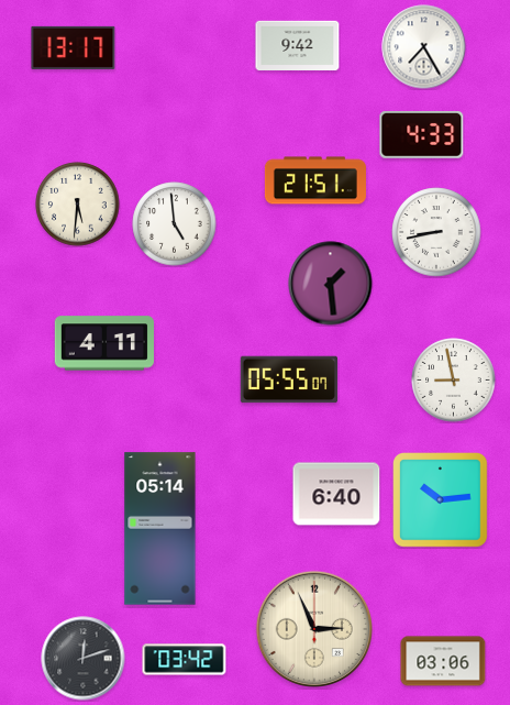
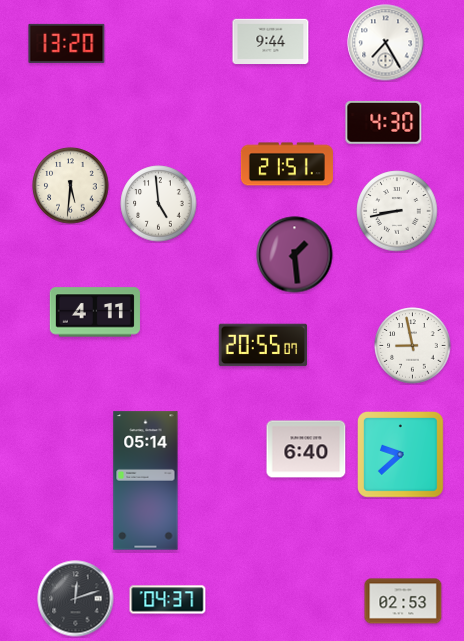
clock at (298, 46): 9:42 -> 9:44
clock at (74, 47): 13:17 -> 13:20
clock at (422, 135): 4:33 -> 4:30
clock at (331, 284) position: (331, 284) -> (295, 255)
clock at (289, 379): 05:55 -> 20:55
clock at (441, 500): 10:14 -> 9:38
clock at (313, 628): 2:56 -> none
clock at (185, 660): 03:42 -> 04:37
clock at (443, 661): 03:06 -> 02:53
